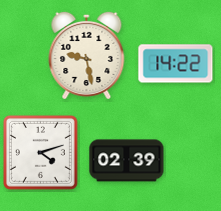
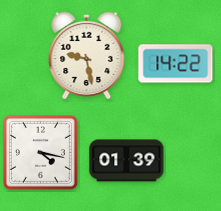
clock at (40, 152): 4:12 -> 4:17
clock at (127, 161): 02:39 -> 01:39
